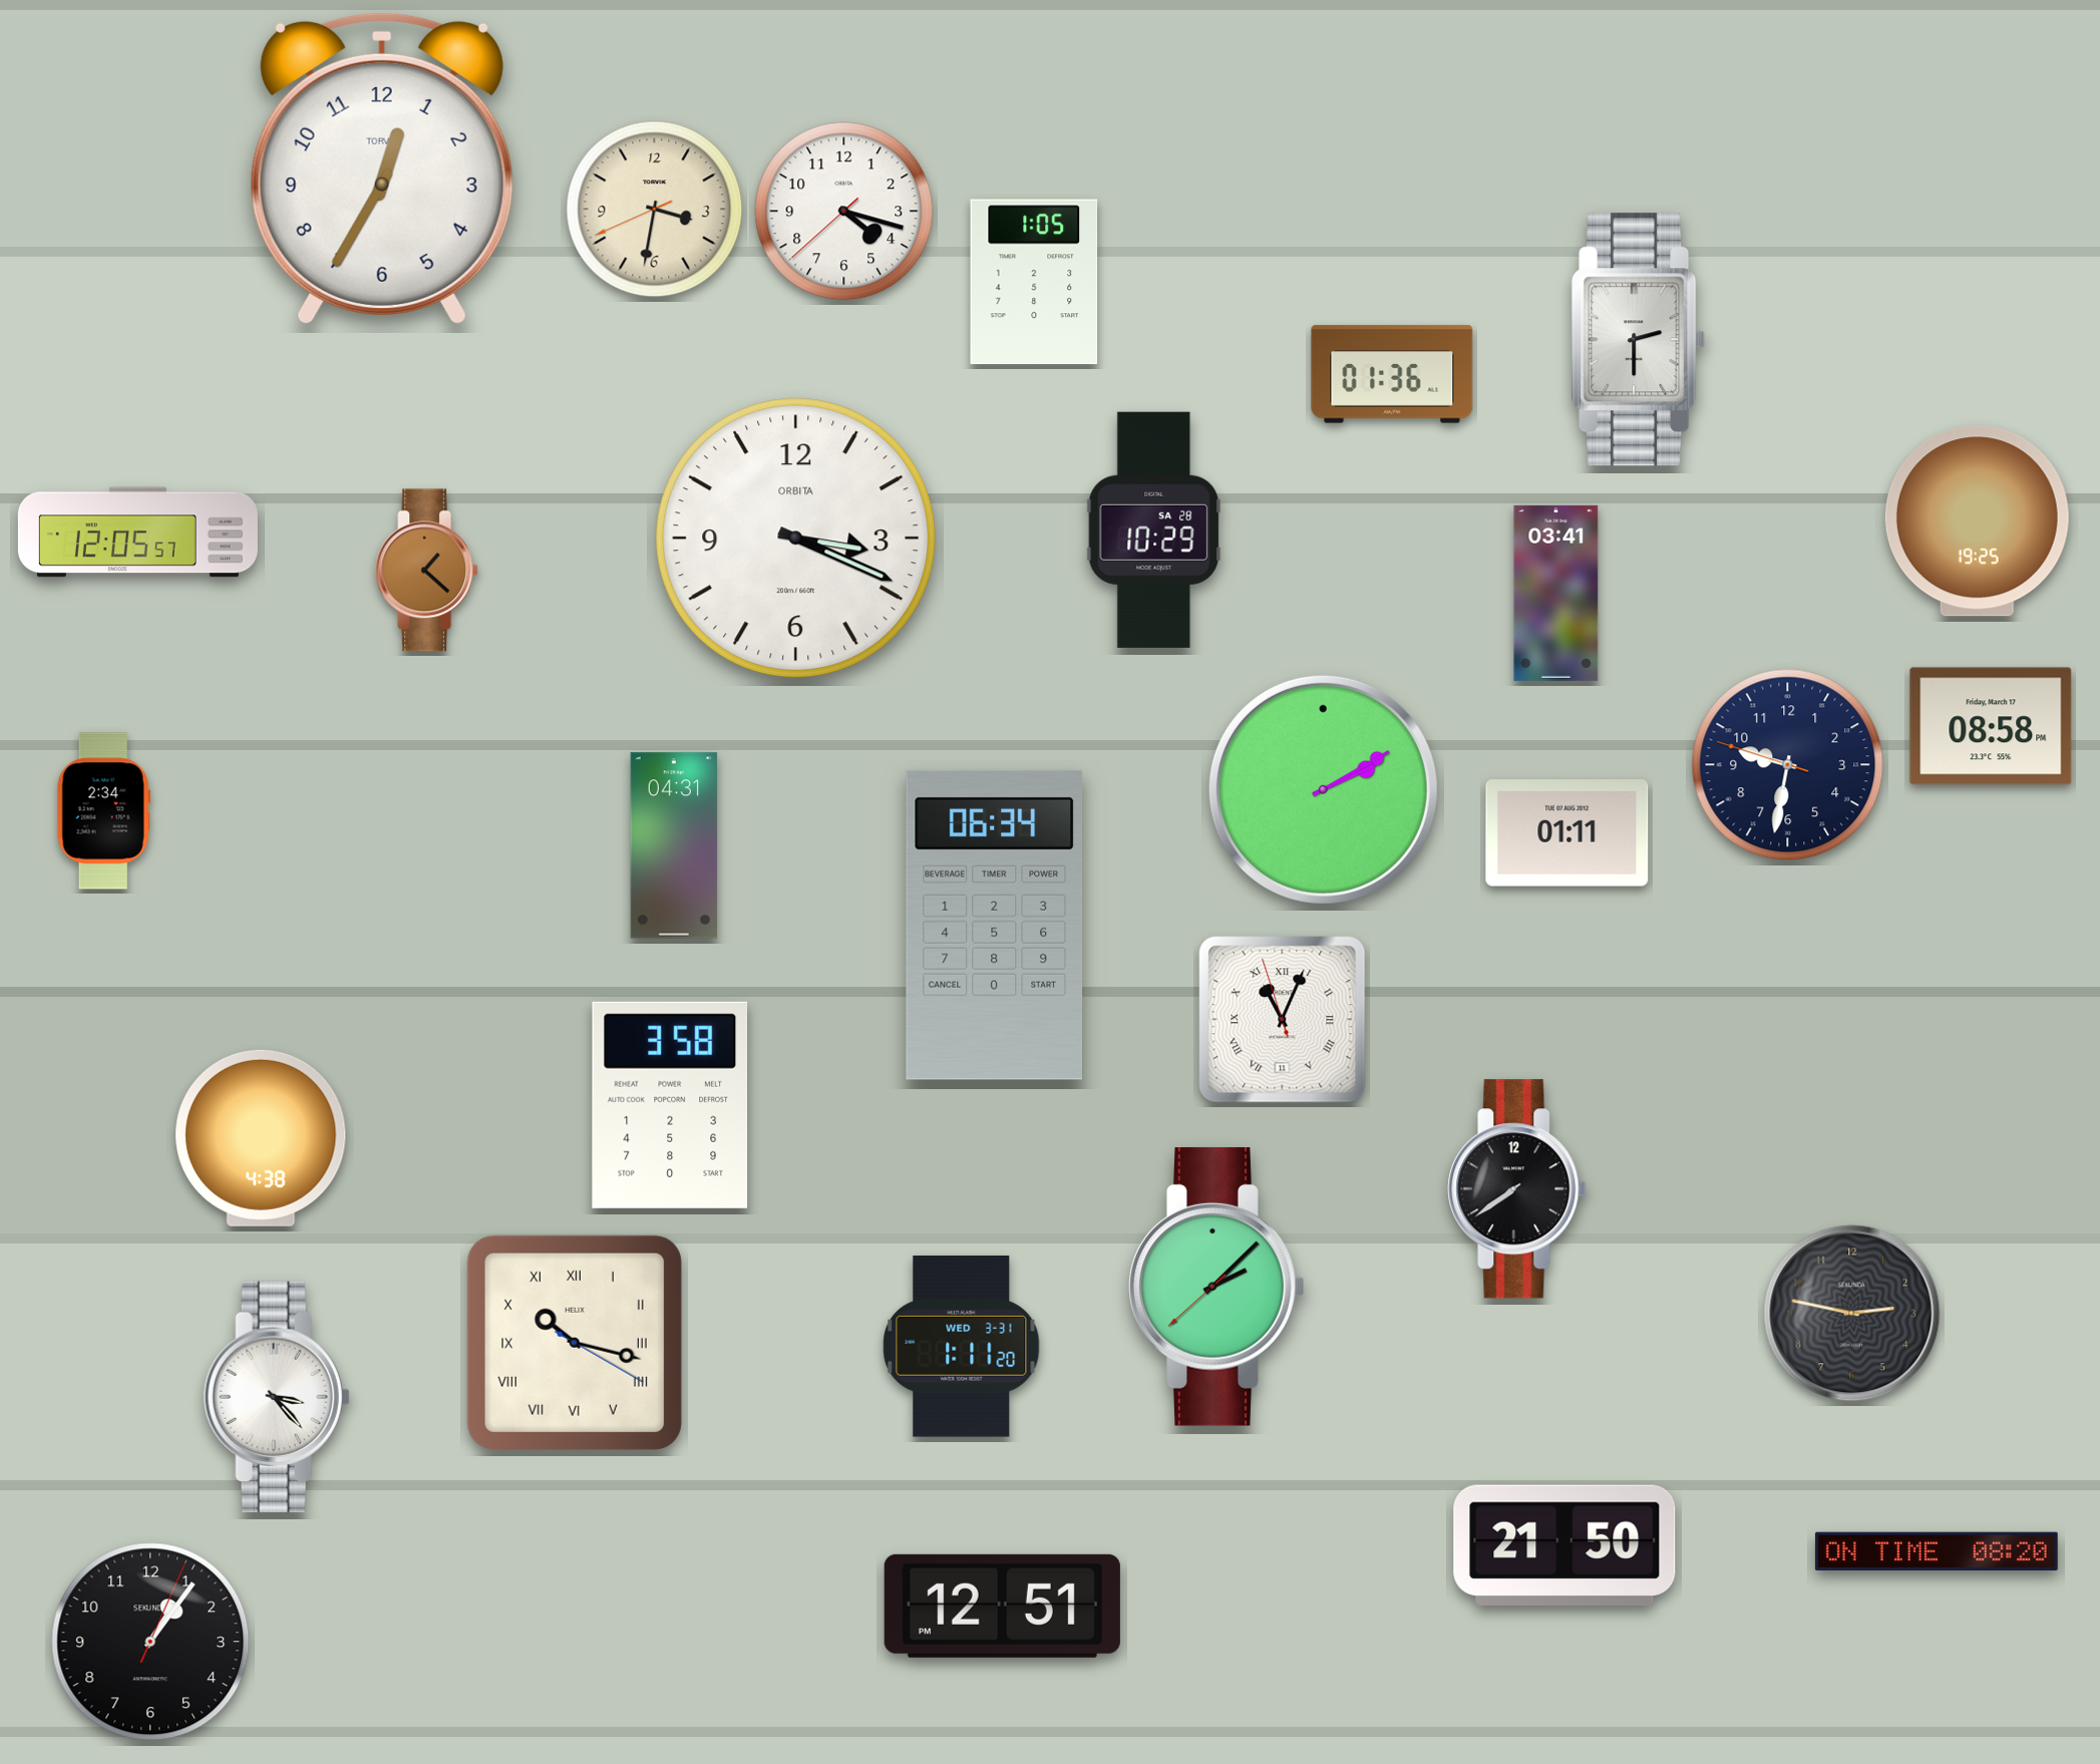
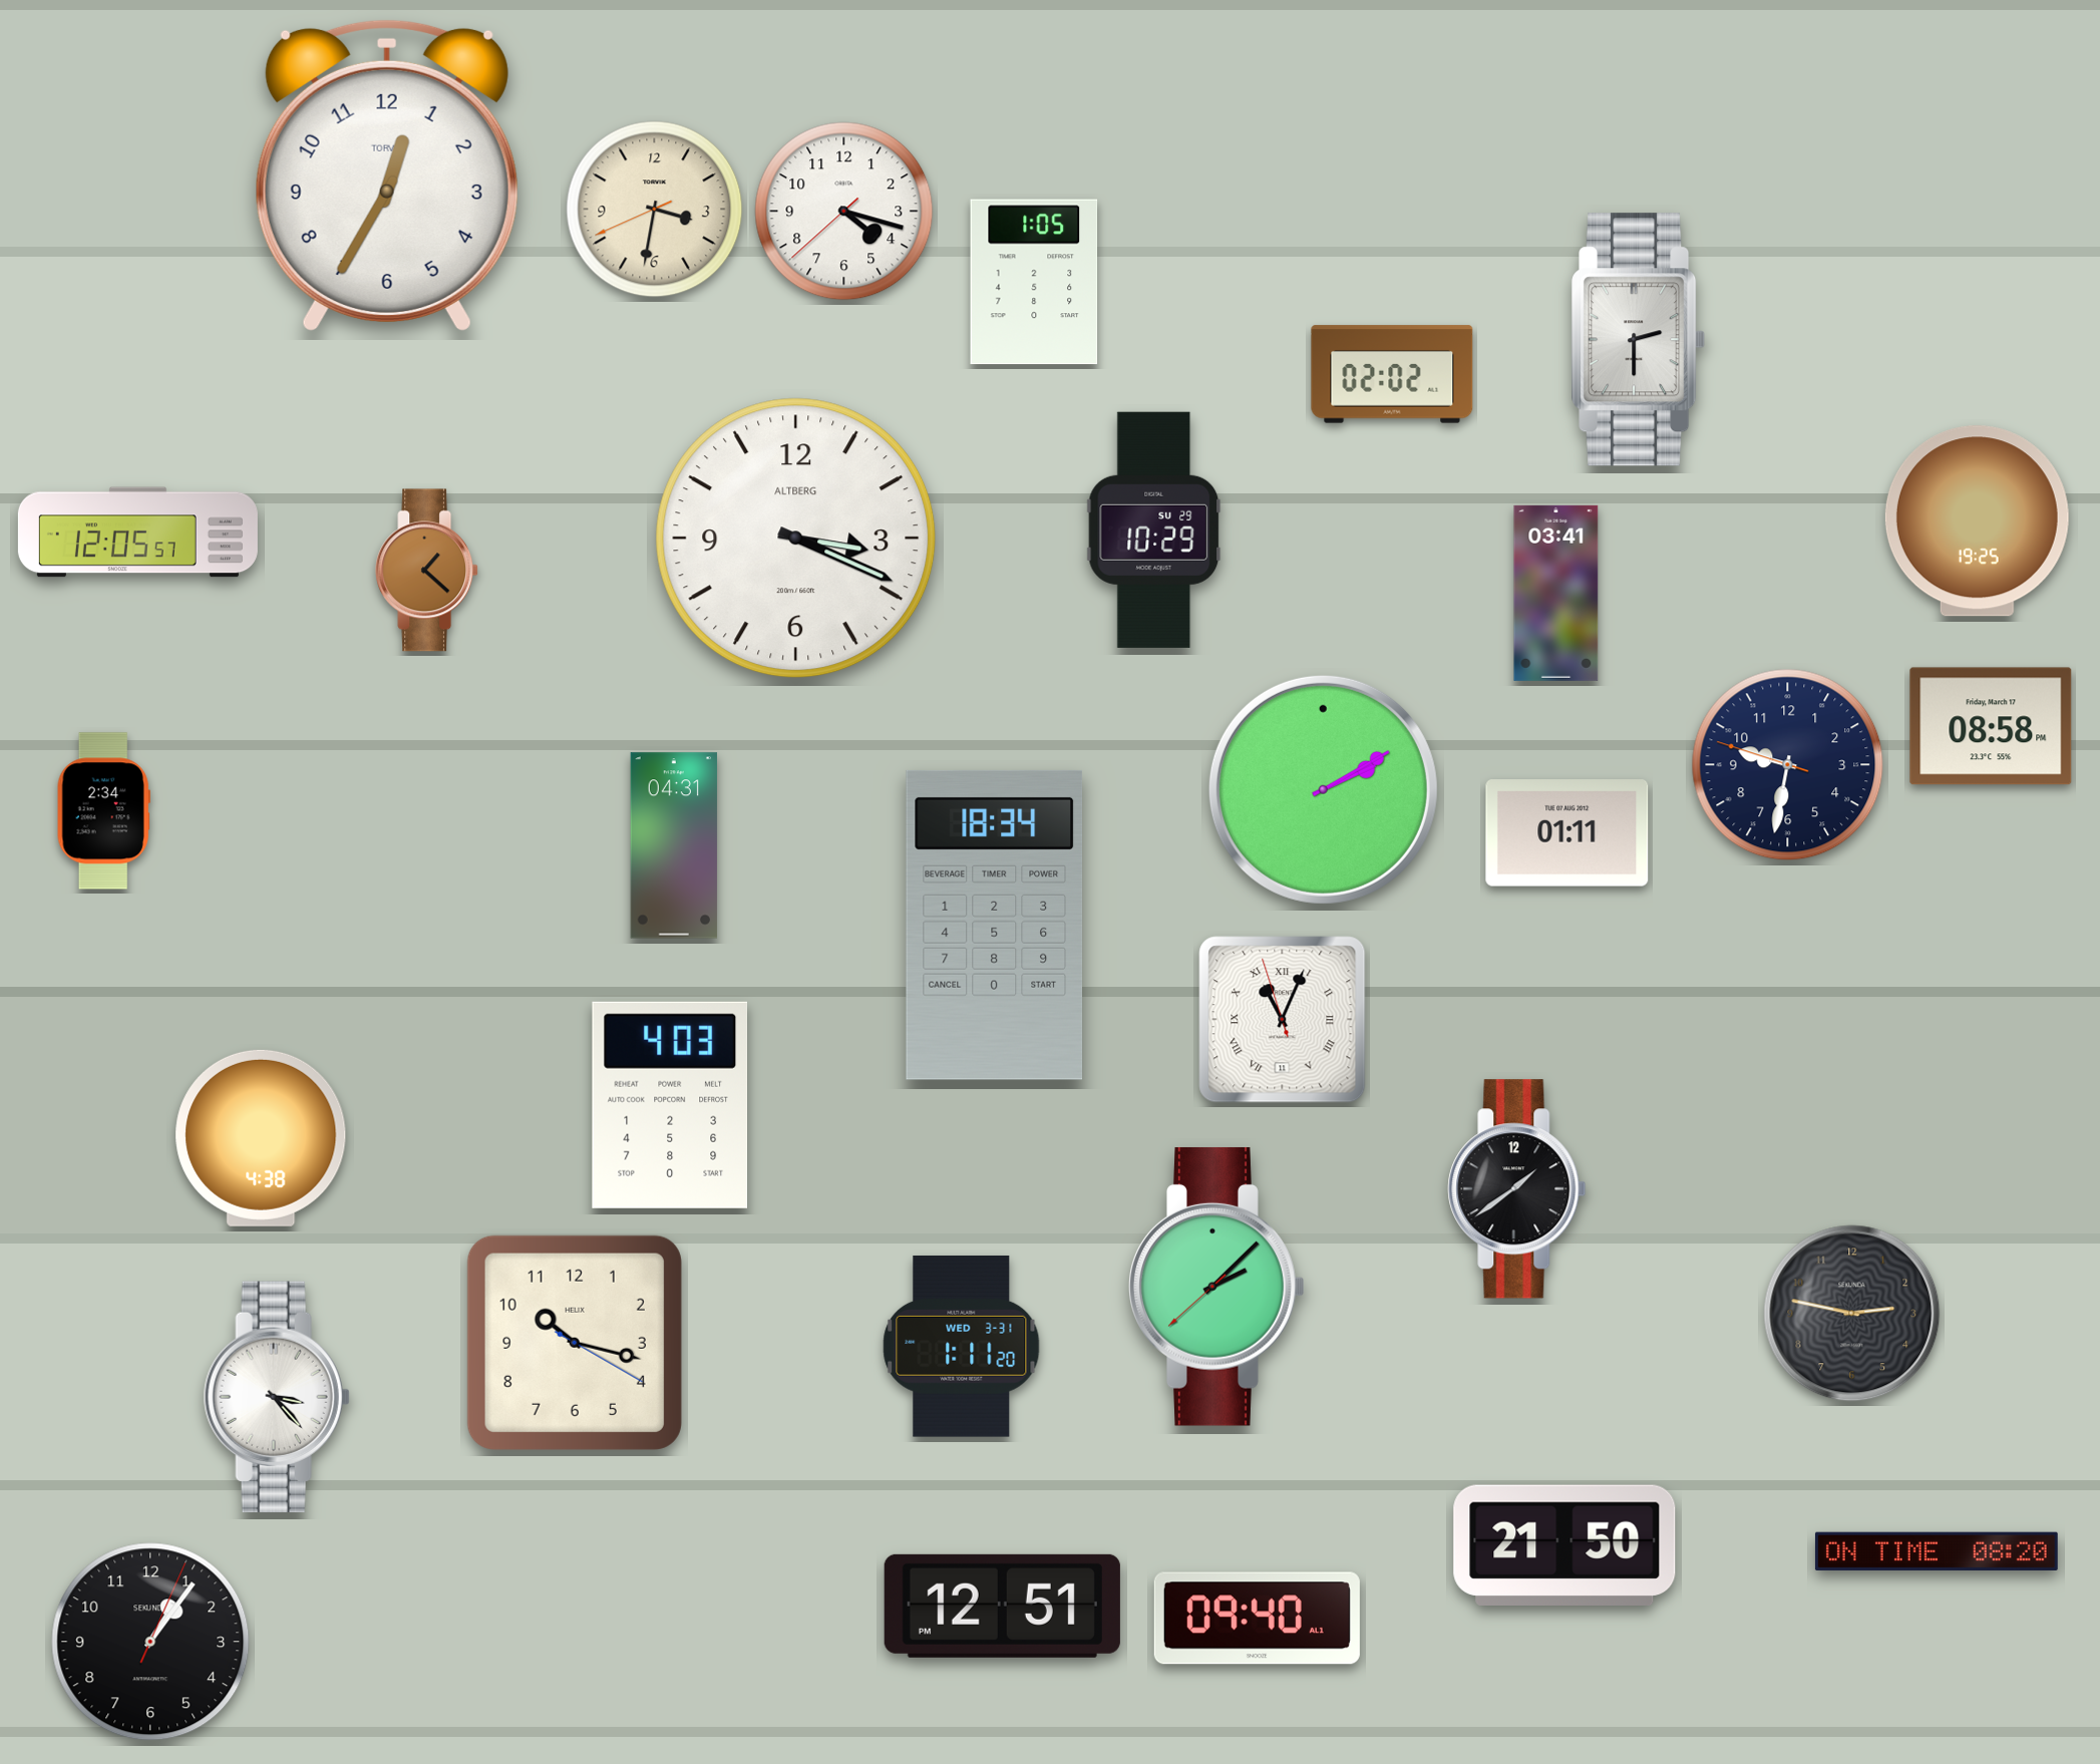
clock at (382, 167) position: (382, 167) -> (387, 174)
clock at (1392, 374): 01:36 -> 02:02
clock at (1154, 530) date: SA 28 -> SU 29
clock at (796, 539) brand: ORBITA -> ALTBERG
clock at (995, 925): 06:34 -> 18:34
clock at (670, 1105): 3:58 -> 4:03
clock at (1517, 1189): 7:39 -> 1:39
clock at (575, 1343) numerals: Roman -> Arabic
clock at (1257, 1619): none -> 09:40
